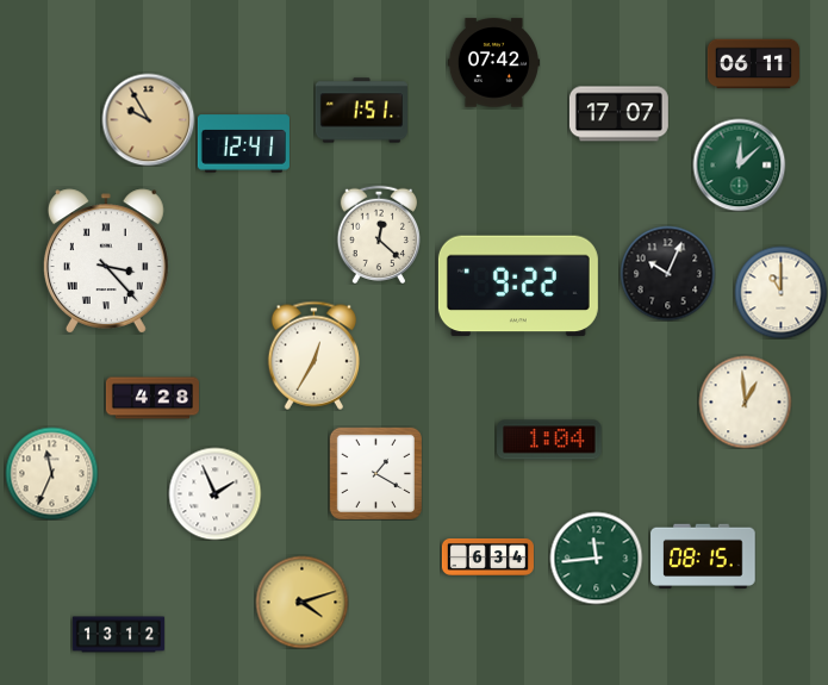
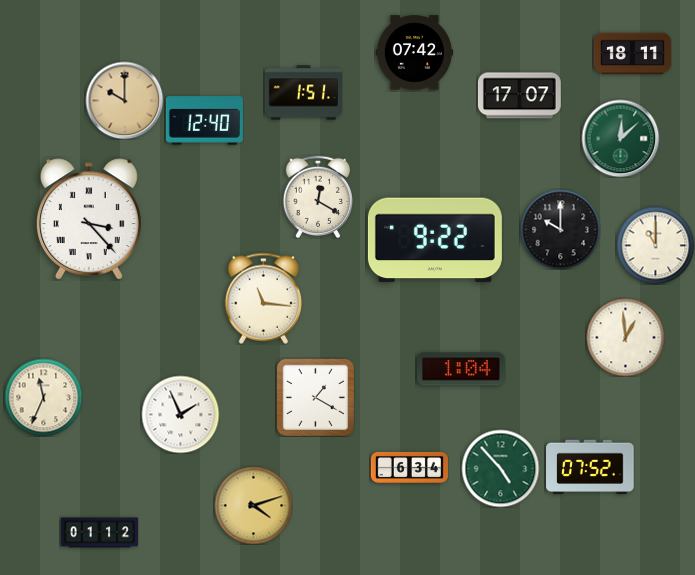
clock at (753, 64): 06:11 -> 18:11
clock at (148, 119): 9:55 -> 10:00
clock at (243, 144): 12:41 -> 12:40
clock at (378, 233): 12:22 -> 12:20
clock at (667, 273): 10:04 -> 10:00
clock at (313, 355): 12:35 -> 11:16
clock at (152, 398): 4:28 -> none
clock at (703, 556): 08:15 -> 07:52
clock at (596, 558): 11:44 -> 4:53
clock at (118, 635): 13:12 -> 01:12
